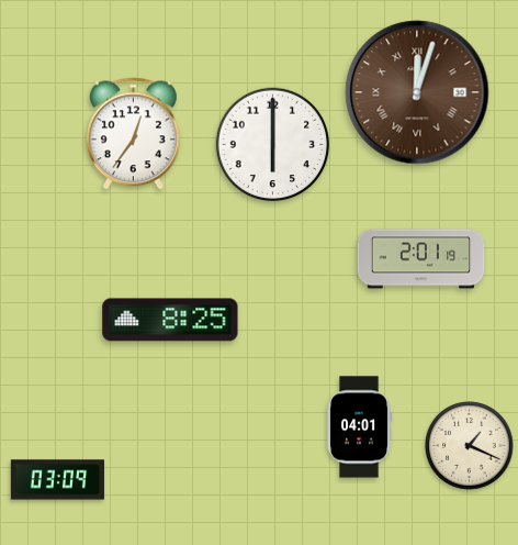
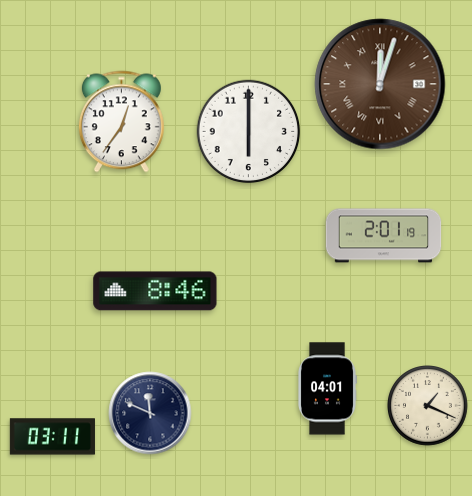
clock at (170, 320): 8:25 -> 8:46
clock at (150, 413): none -> 11:49
clock at (57, 480): 03:09 -> 03:11
